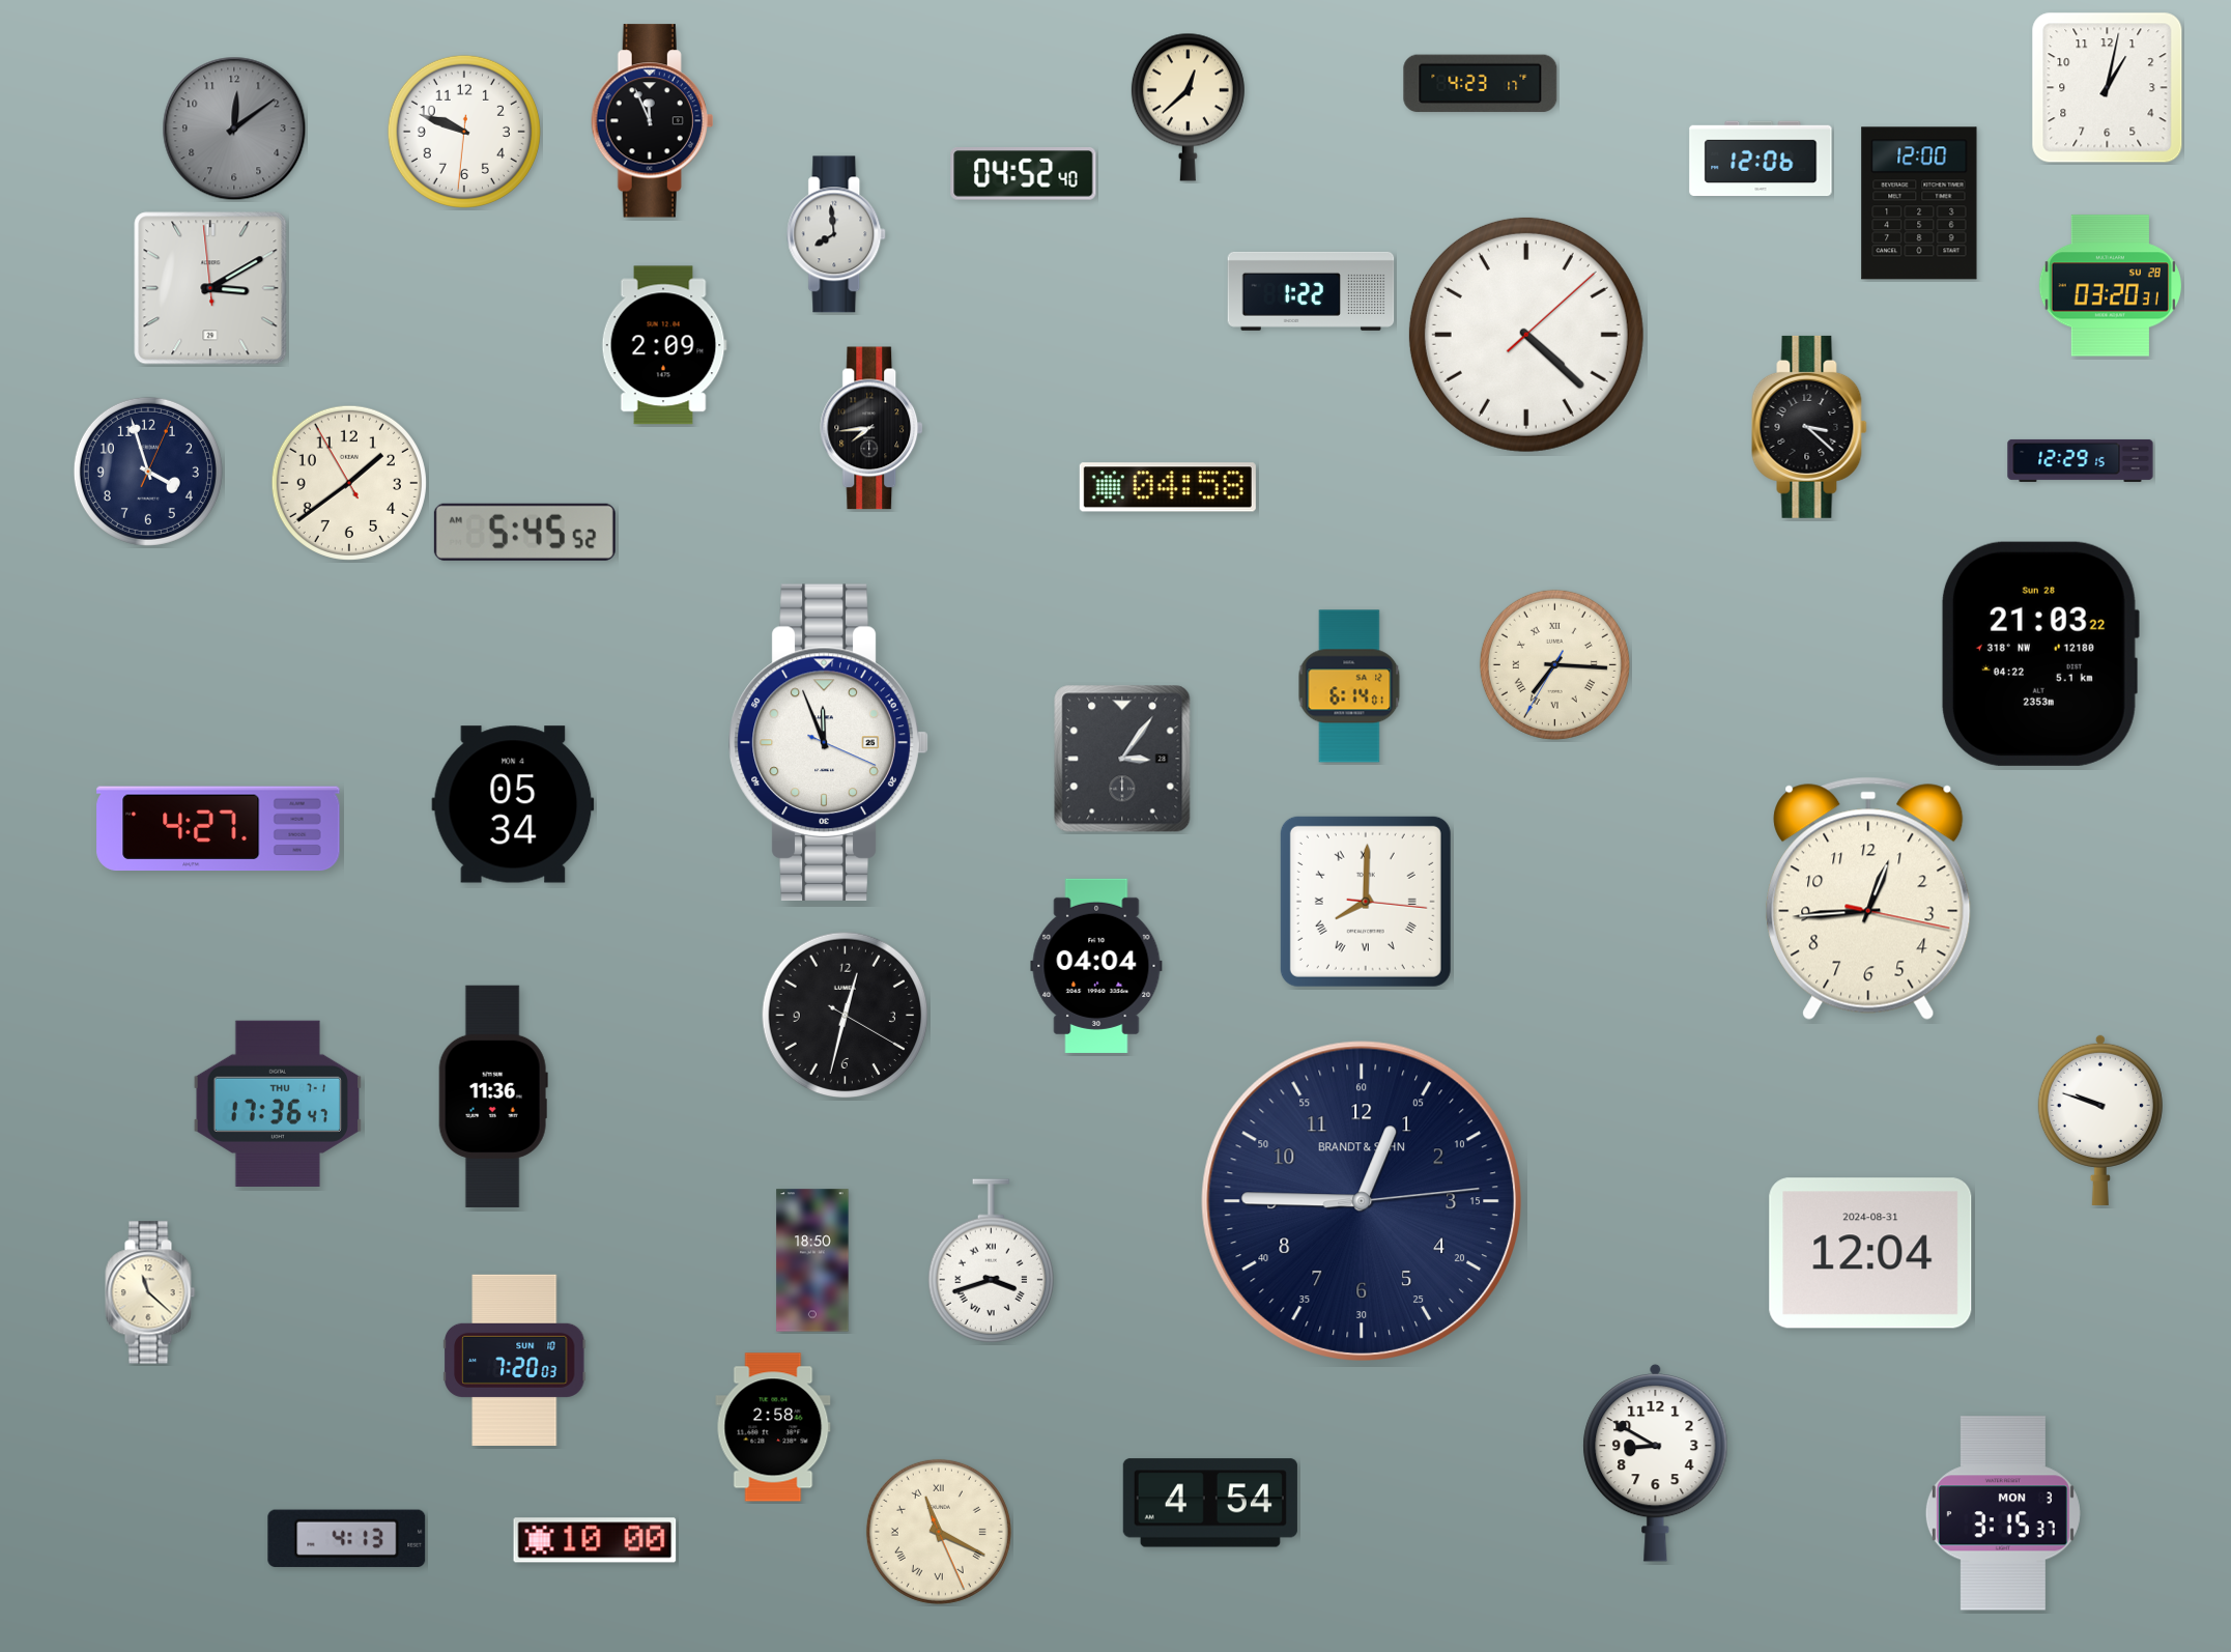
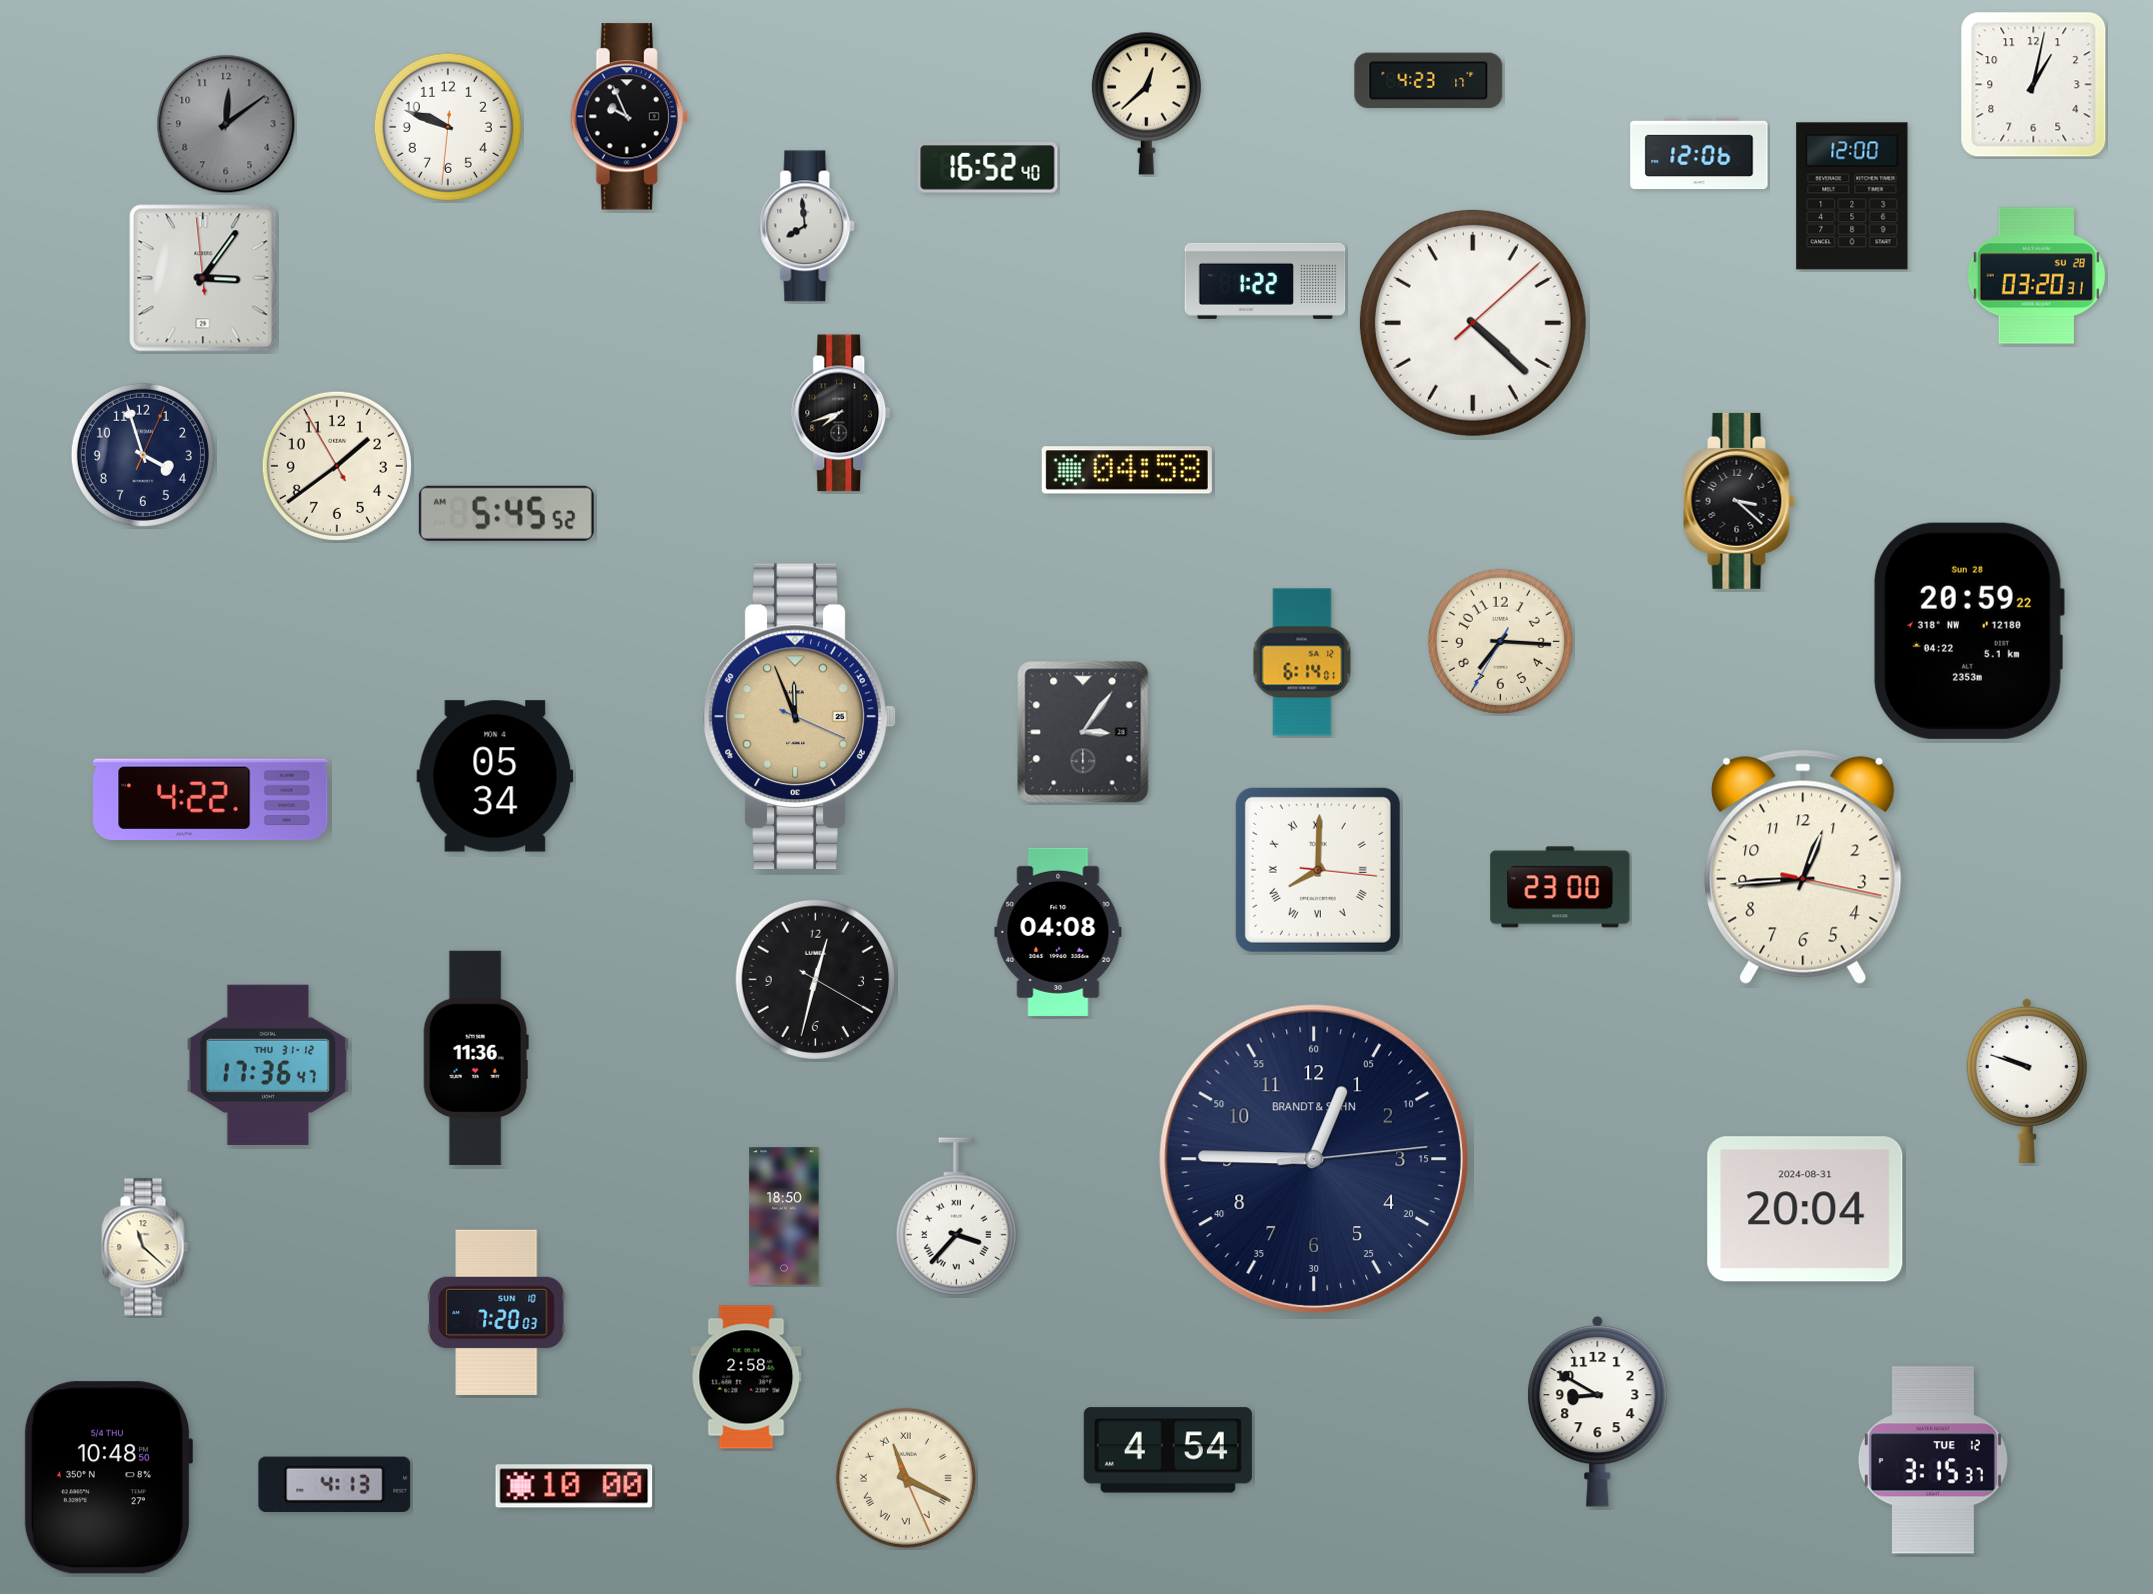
clock at (653, 121): 11:56 -> 9:56
clock at (1024, 174): 04:52 -> 16:52
clock at (210, 288): 3:09 -> 3:05
clock at (664, 345): 2:09 -> none
clock at (1809, 427) position: (1809, 427) -> (1739, 501)
clock at (873, 428): 7:44 -> 7:42
clock at (2081, 460): 12:29 -> none
clock at (2039, 654): 21:03 -> 20:59
clock at (1554, 664) numerals: Roman -> Arabic
clock at (828, 742) dial: white -> champagne
clock at (219, 829): 4:27 -> 4:22
clock at (1560, 887): none -> 23:00
clock at (1096, 966): 04:04 -> 04:08
clock at (277, 1104) date: THU 7-1 -> THU 31-12
clock at (1870, 1253): 12:04 -> 20:04
clock at (991, 1261): 3:42 -> 3:37
clock at (2003, 1513) date: MON 3 -> TUE 12
clock at (108, 1478): none -> 10:48
